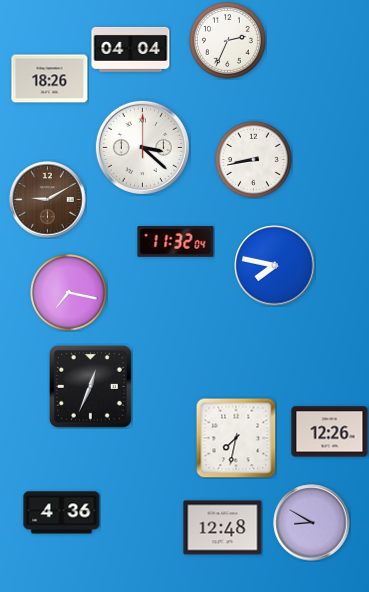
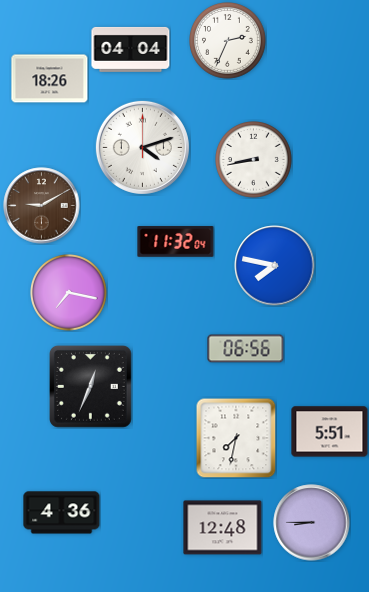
clock at (142, 147): 3:22 -> 4:12
clock at (48, 200) position: (48, 200) -> (42, 206)
clock at (246, 349): none -> 06:56
clock at (330, 432): 12:26 -> 5:51
clock at (312, 523): 8:50 -> 8:45
